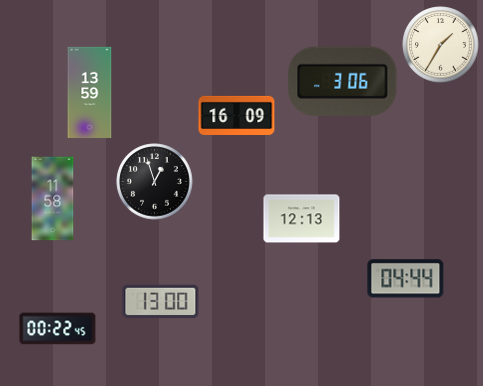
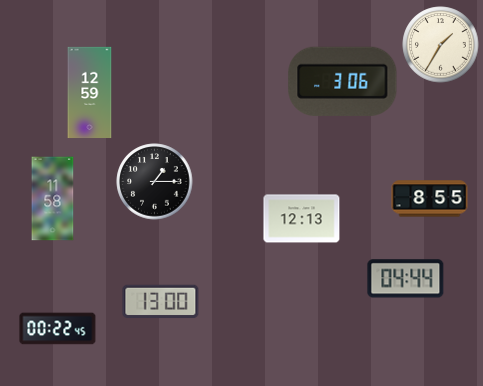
clock at (90, 93): 13:59 -> 12:59
clock at (237, 115): 16:09 -> none
clock at (155, 182): 12:57 -> 1:15
clock at (430, 199): none -> 8:55
